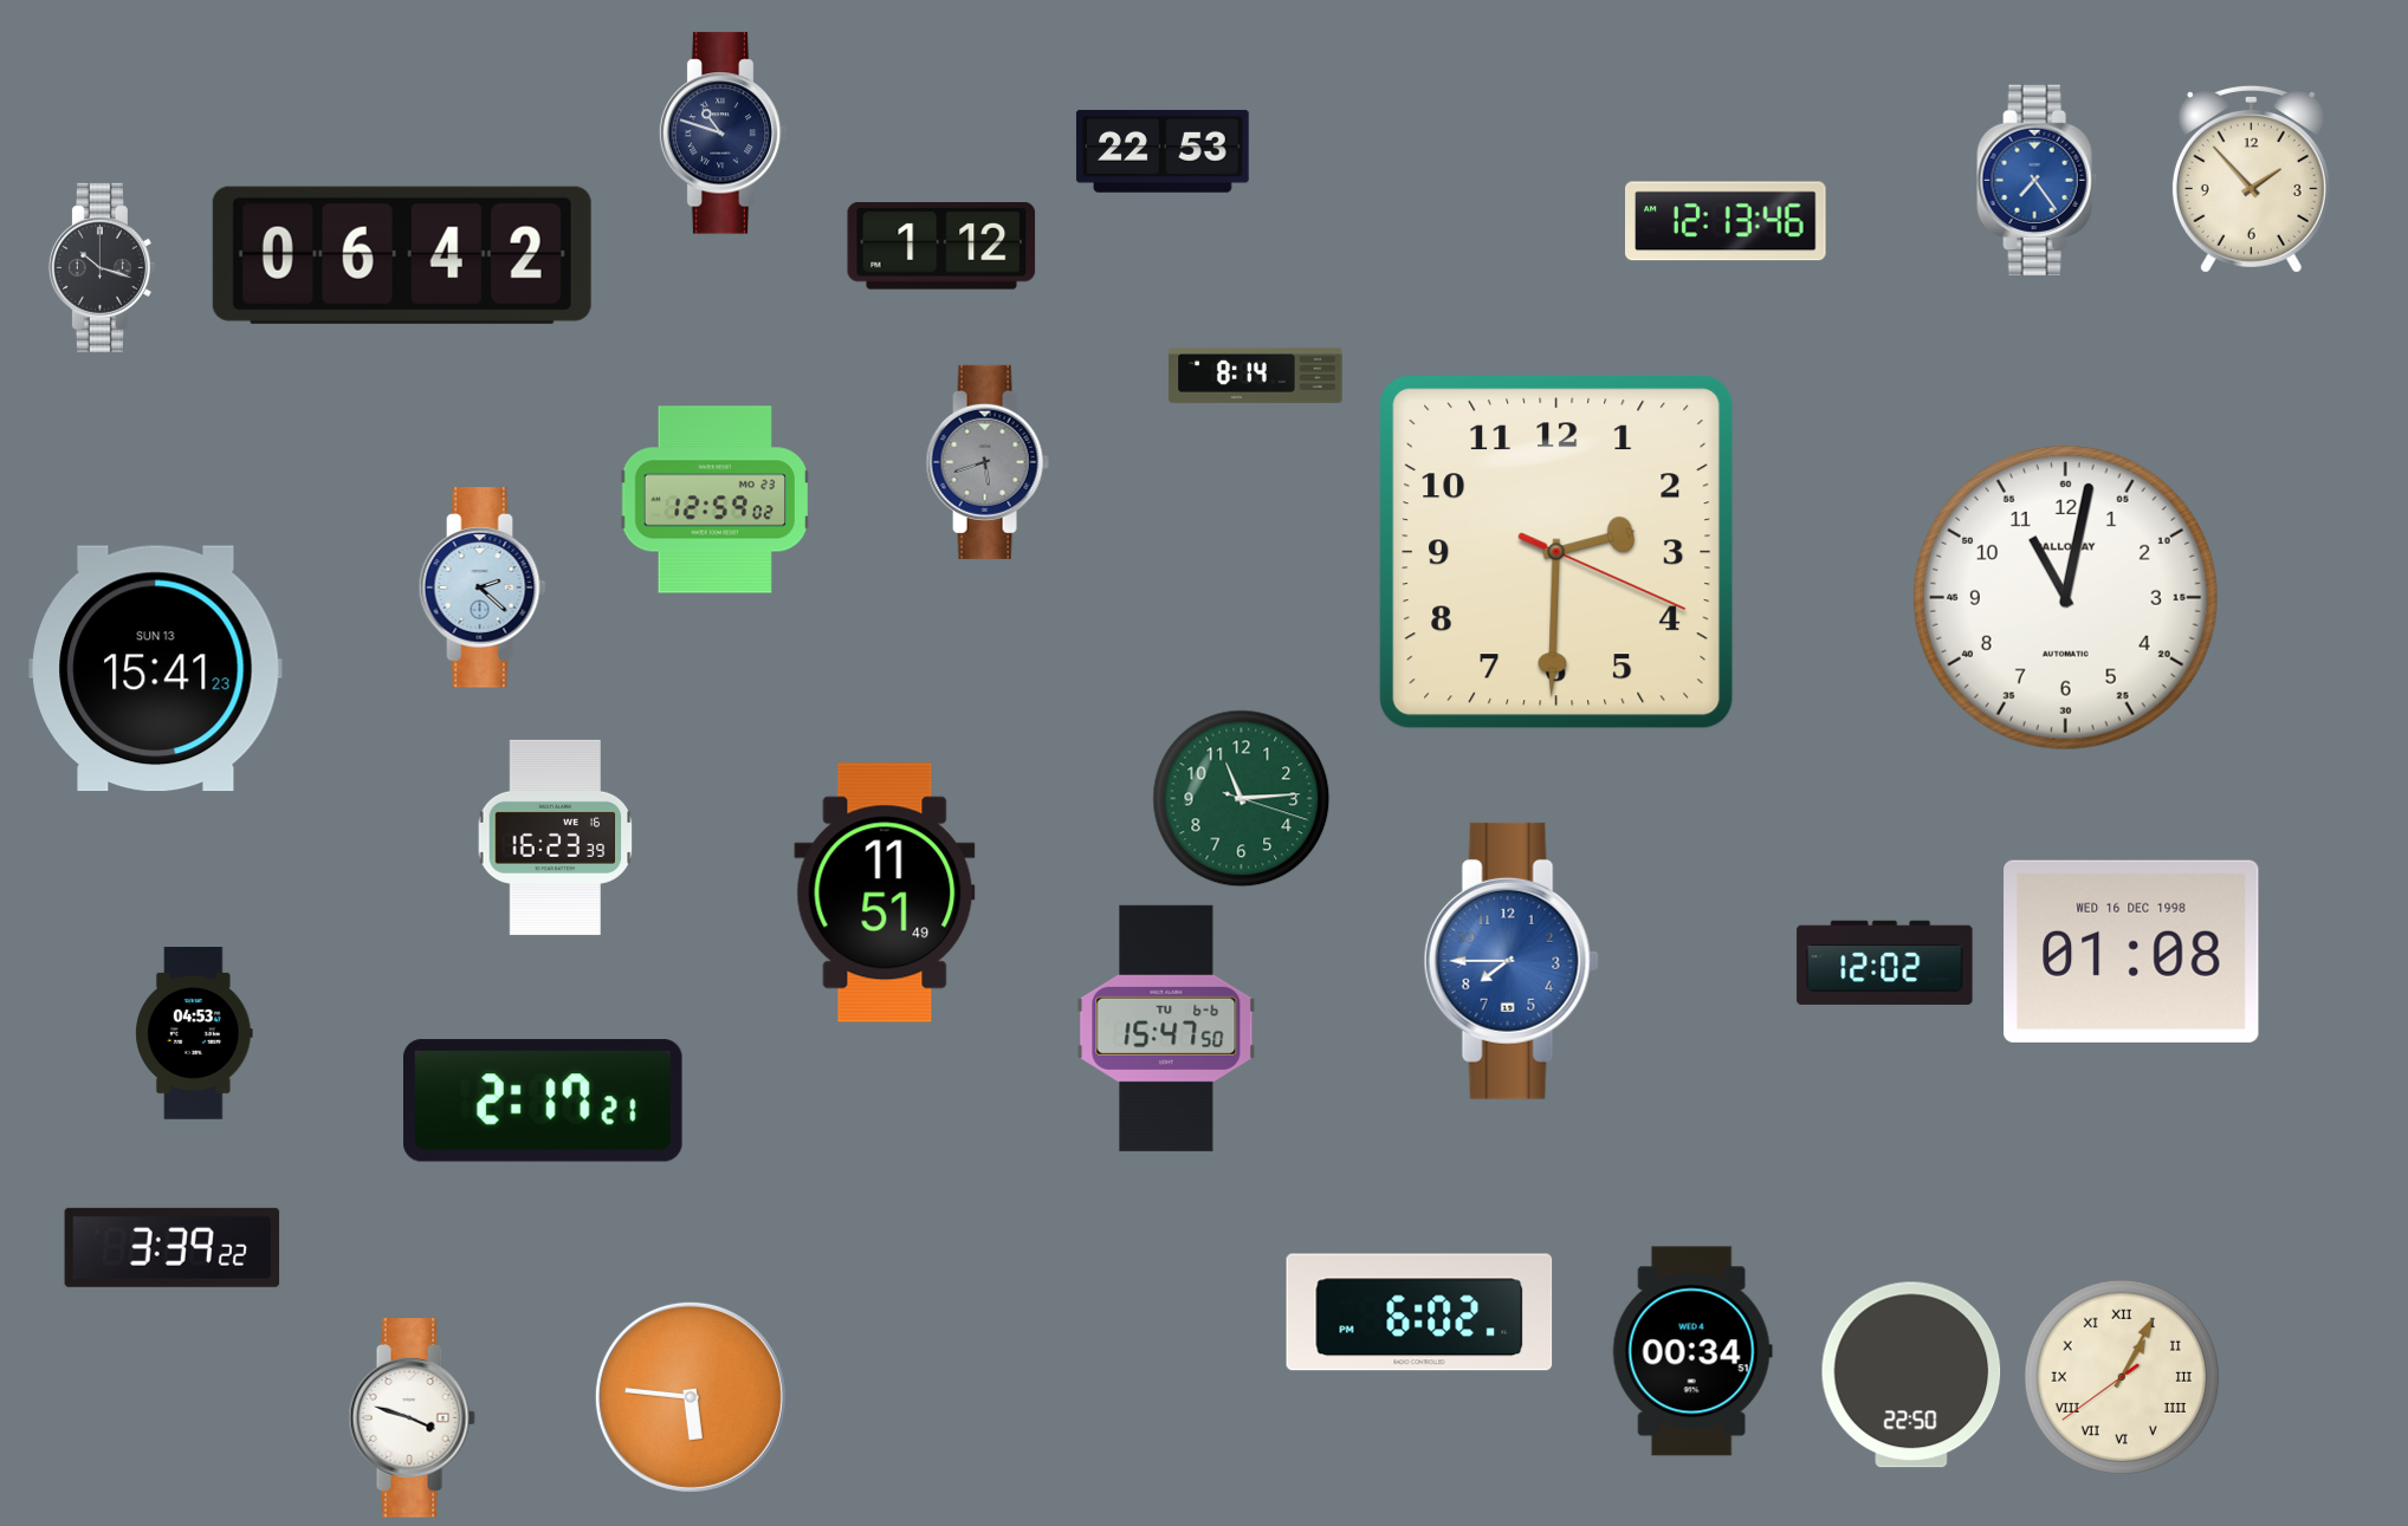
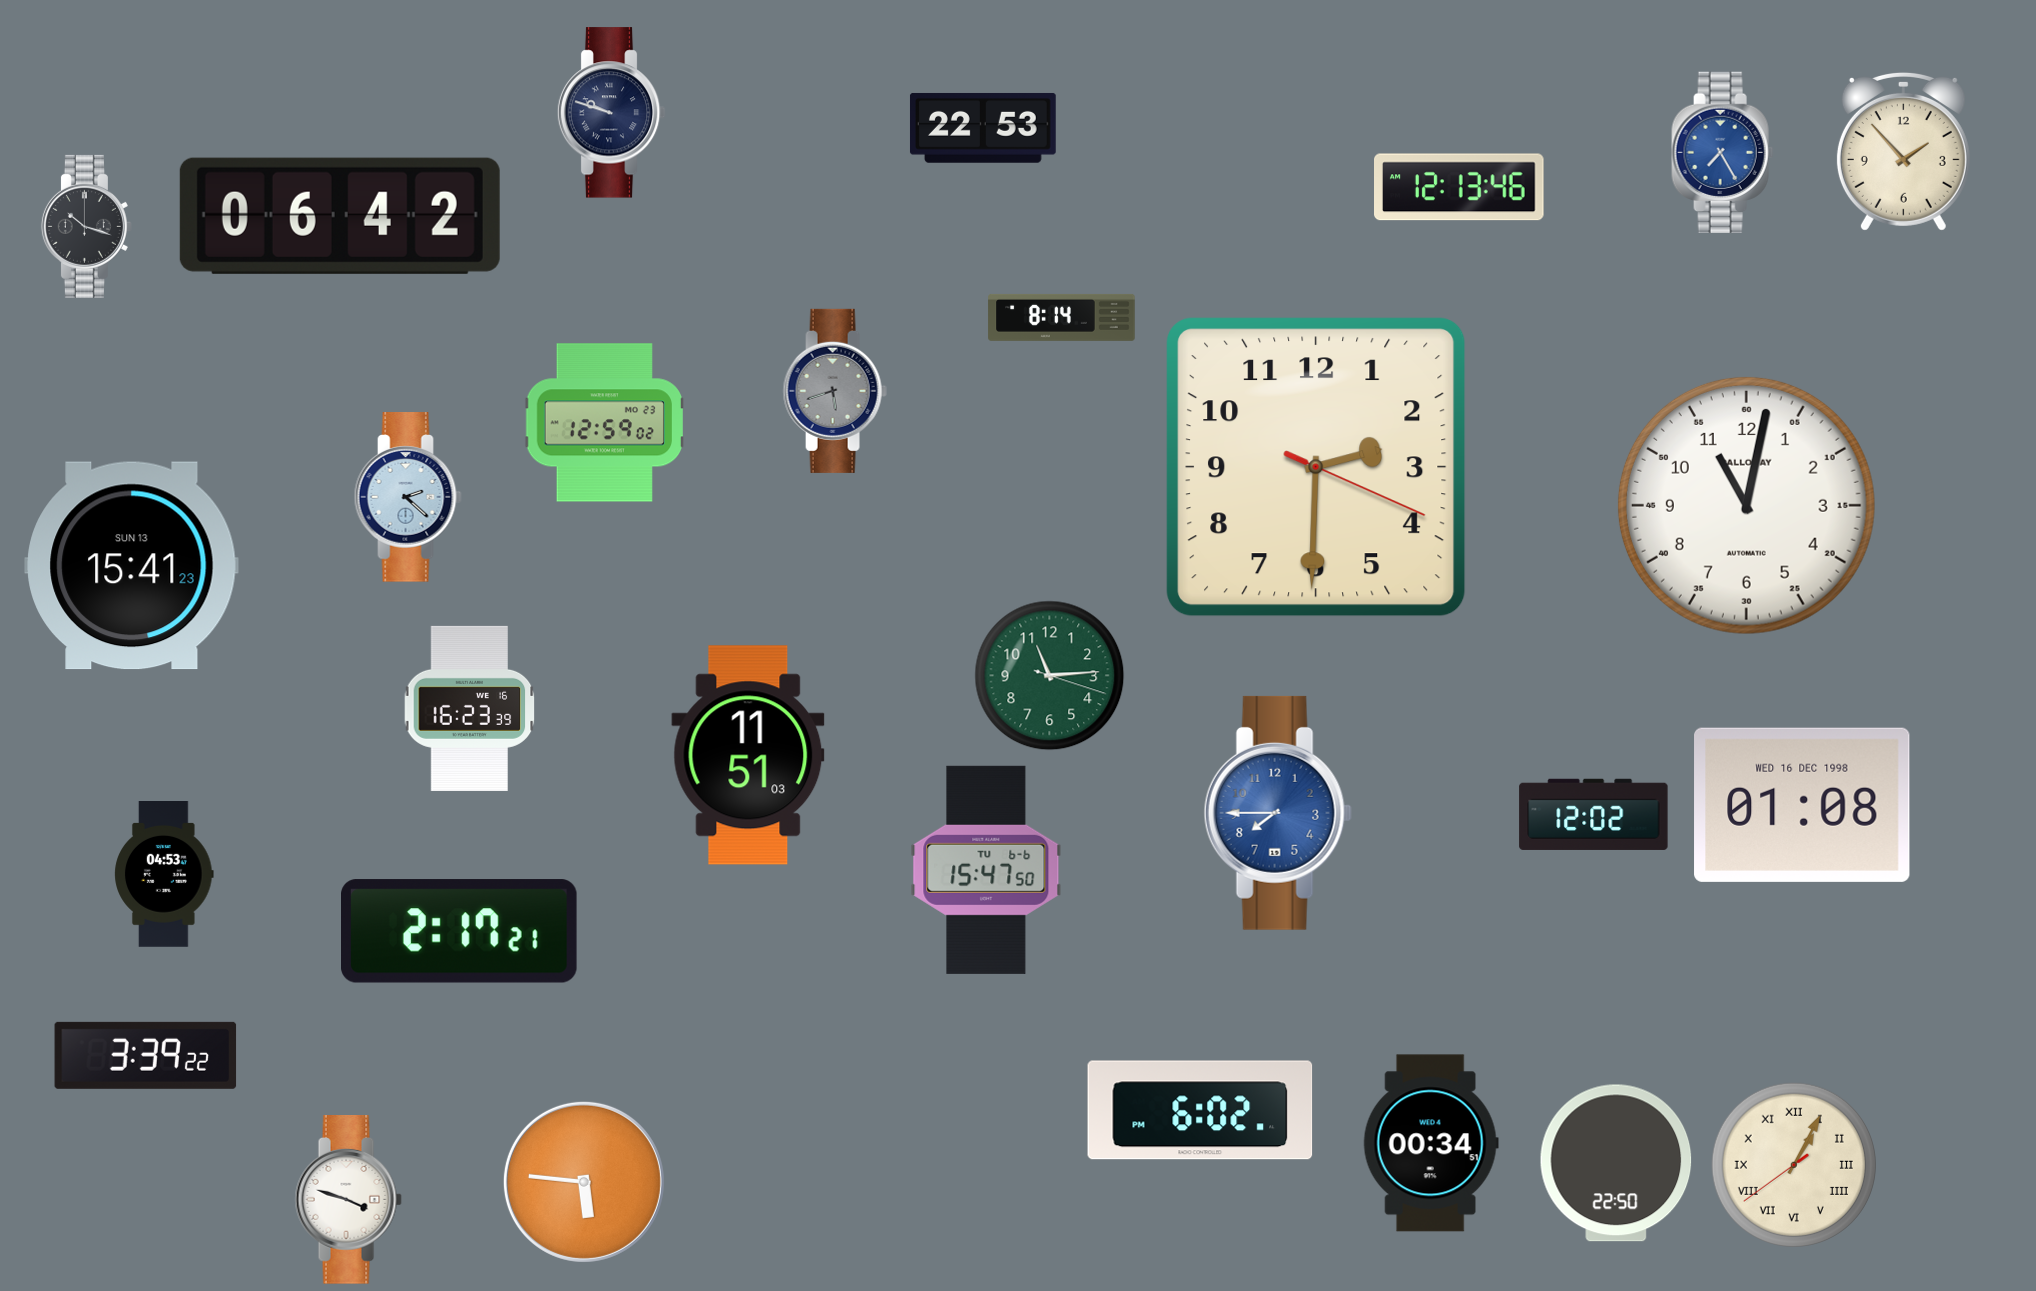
clock at (723, 134): 10:48 -> 9:48
clock at (2038, 180): 7:24 -> 7:25
clock at (941, 247): 1:12 -> none
clock at (885, 892): 11:51:49 -> 11:51:03
